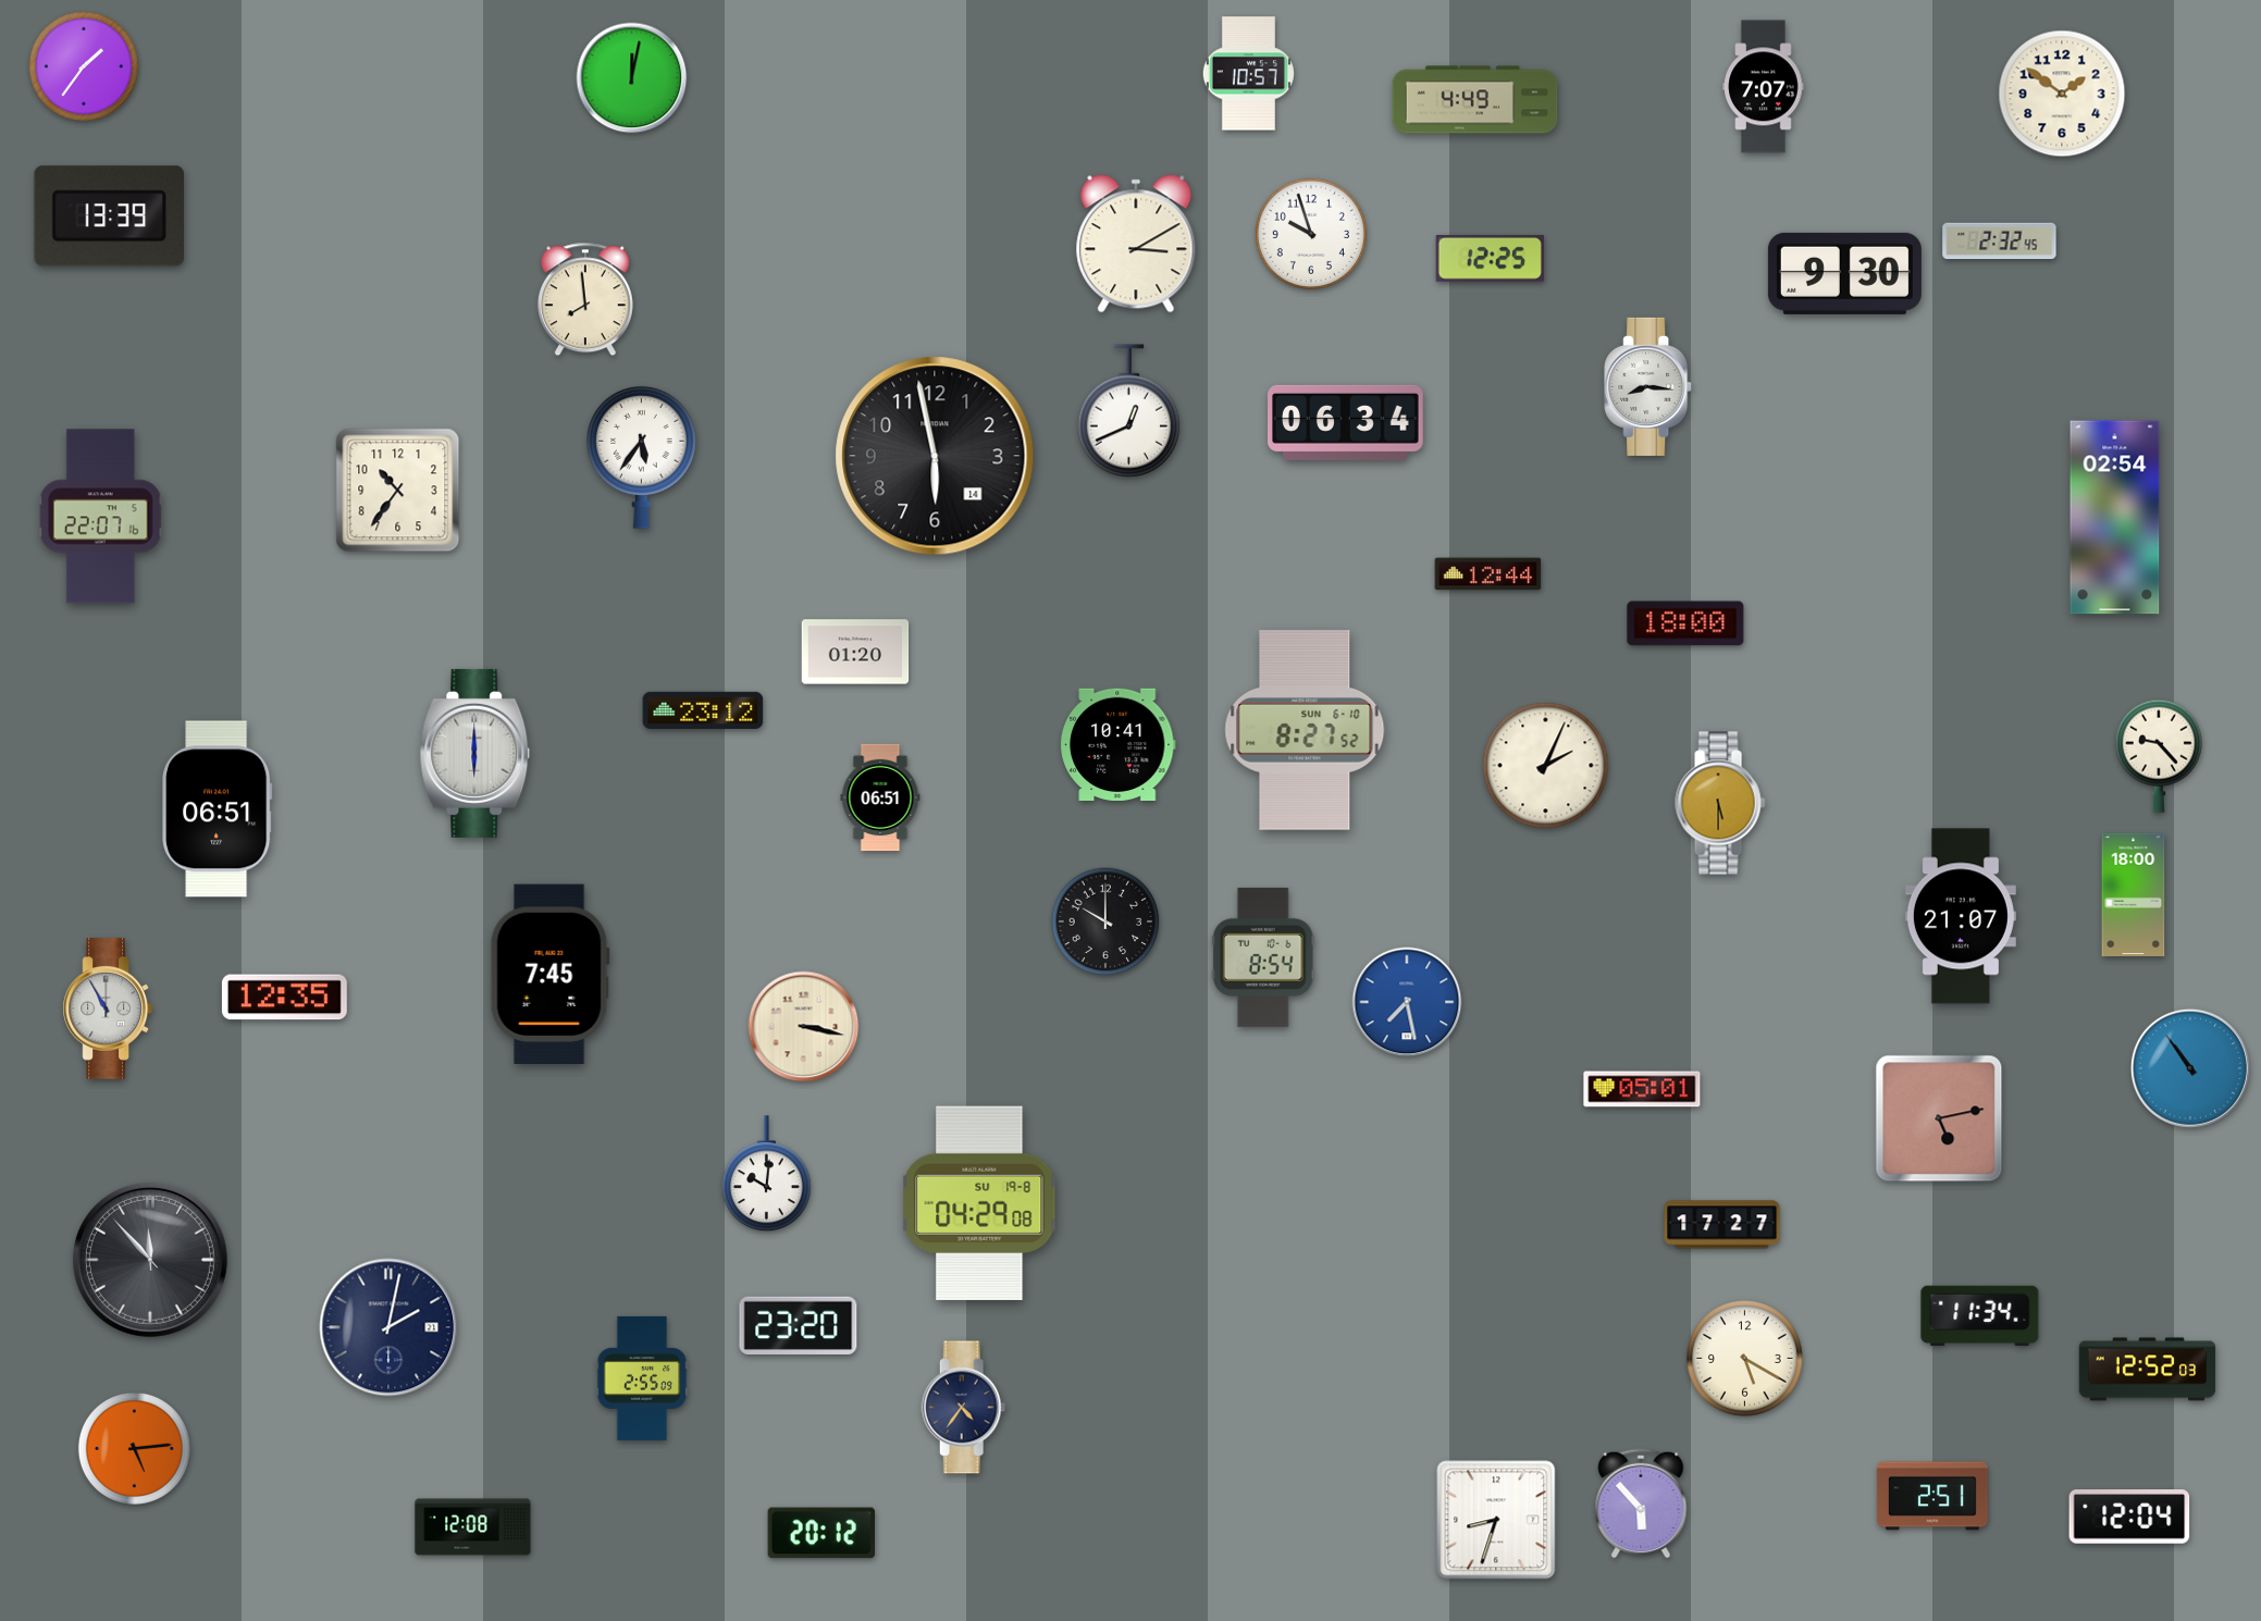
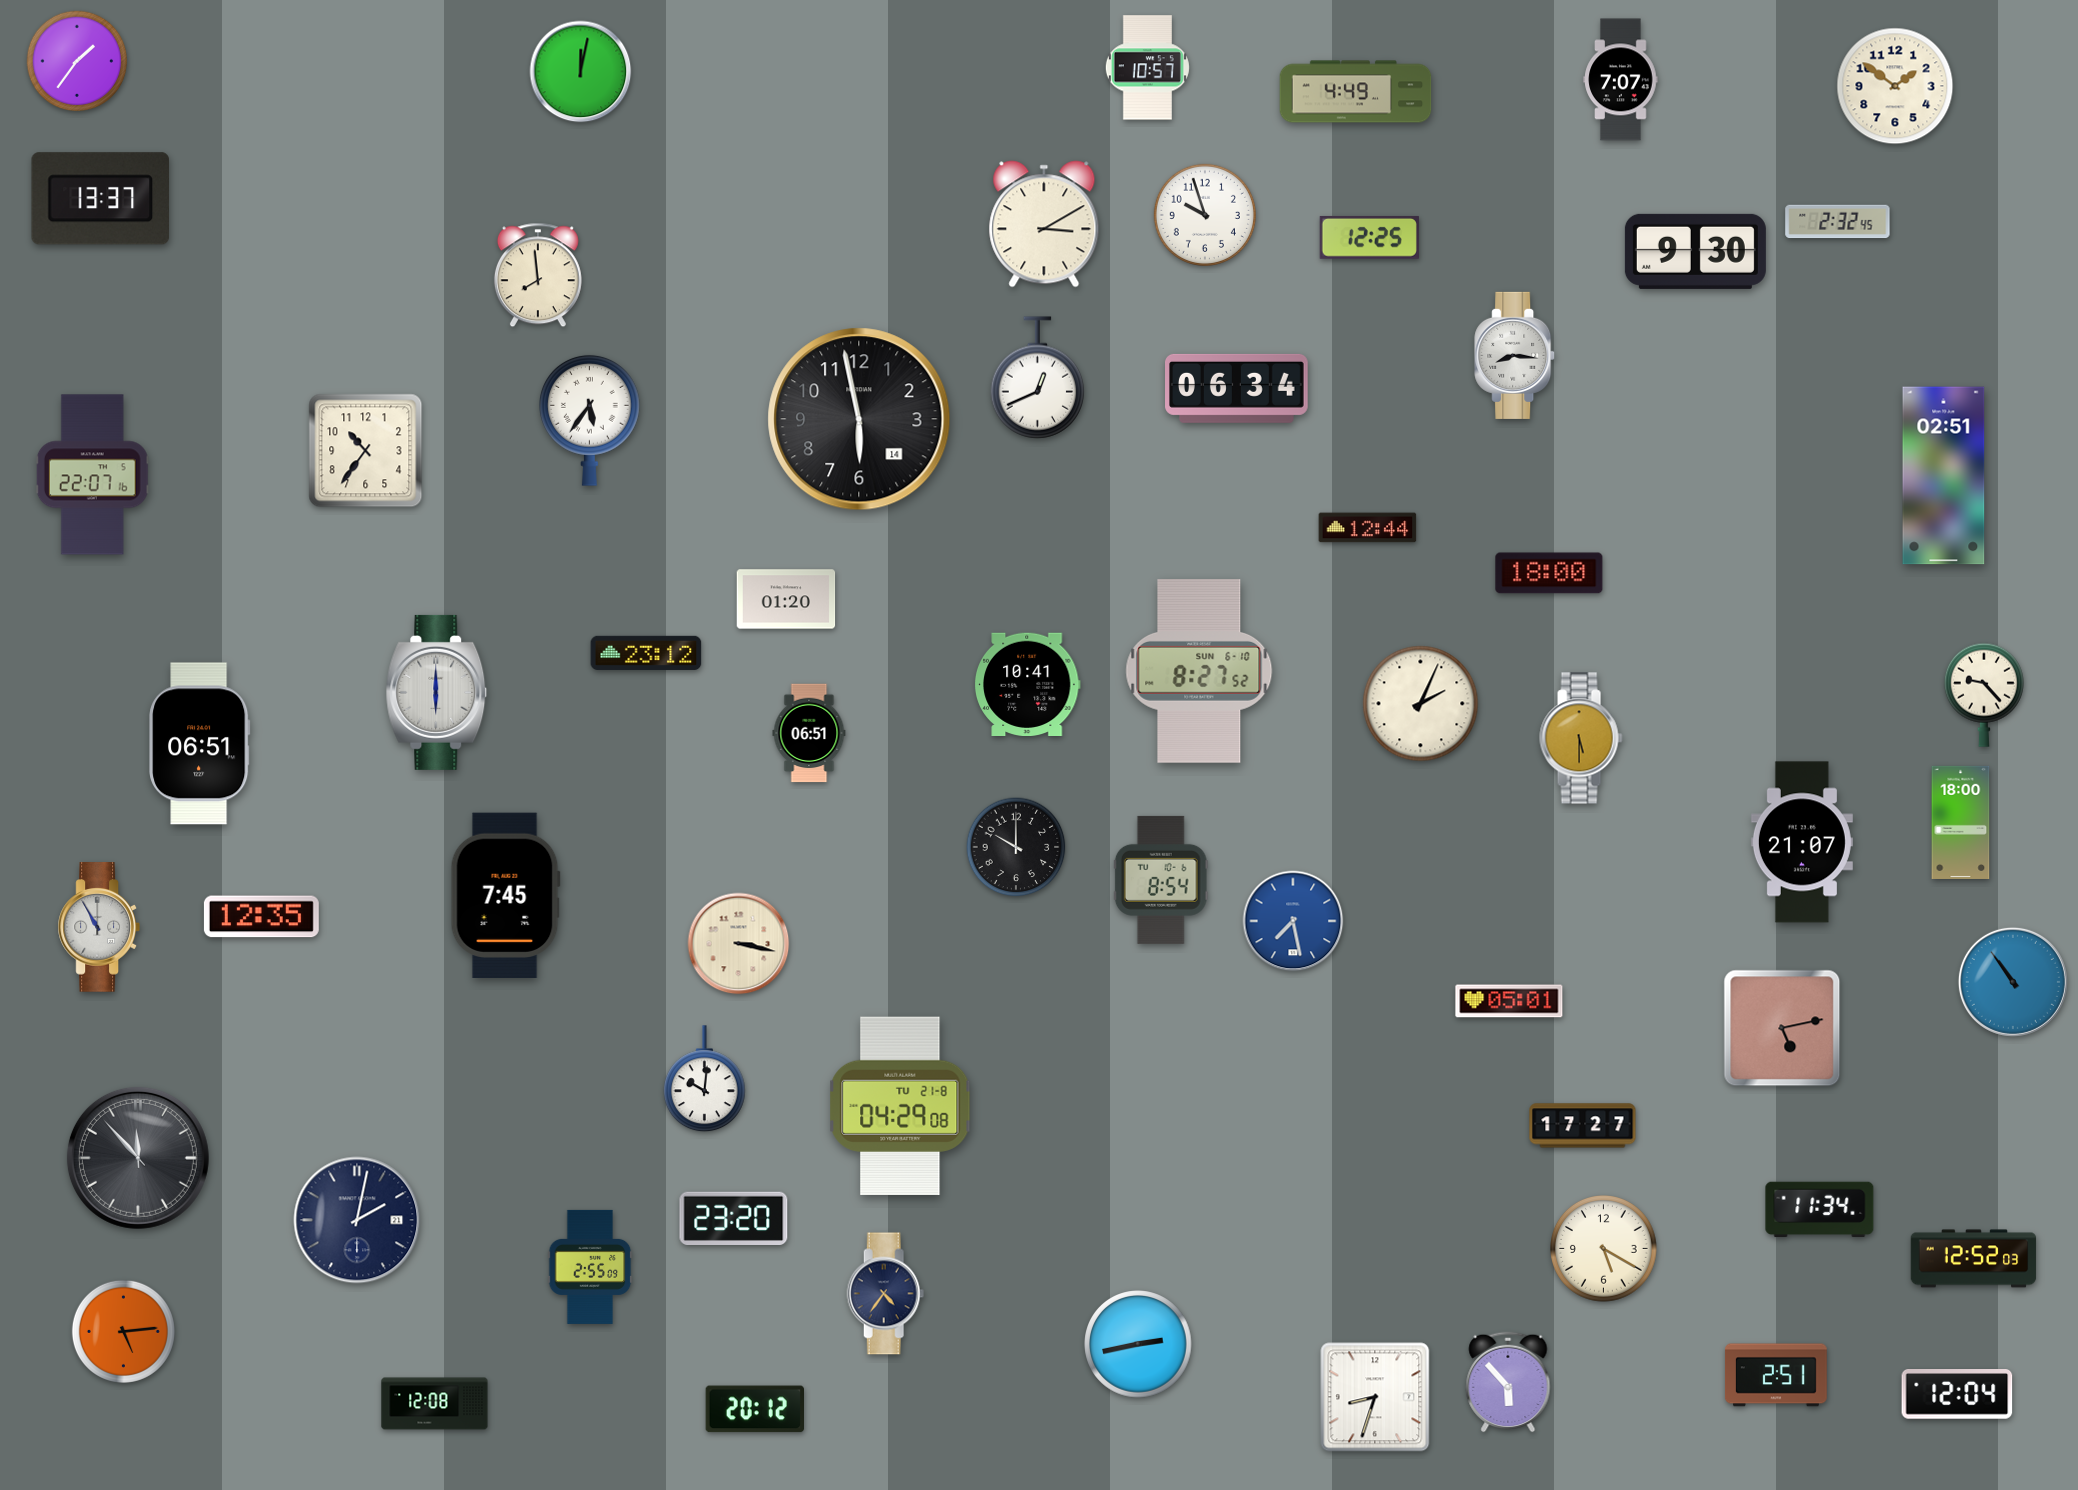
clock at (109, 216): 13:39 -> 13:37
clock at (2115, 518): 02:54 -> 02:51
clock at (979, 1203) date: SU 19-8 -> TU 21-8
clock at (1138, 1344): none -> 2:43
